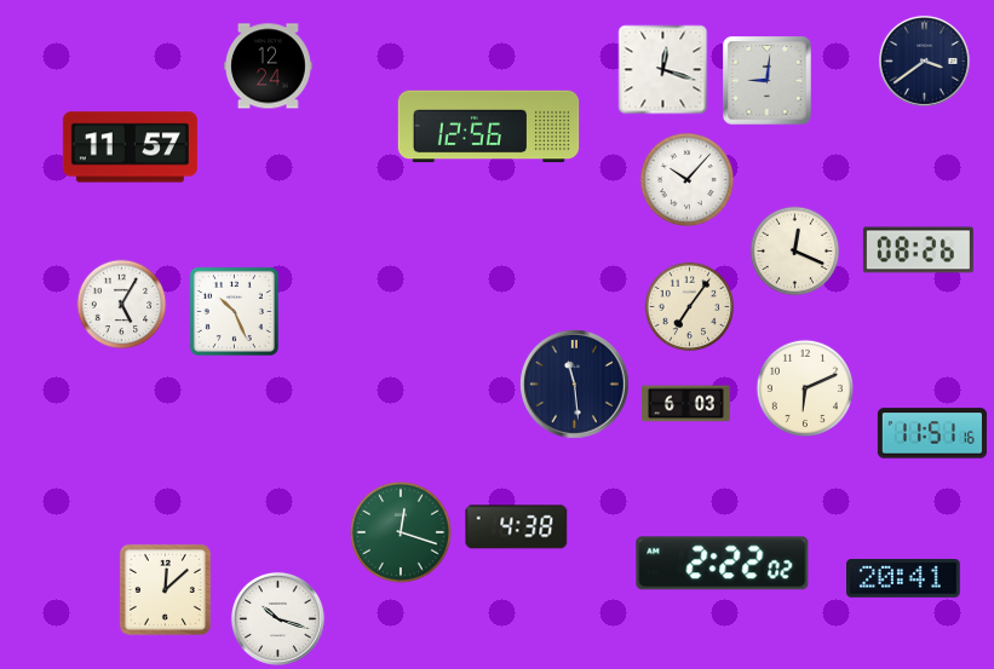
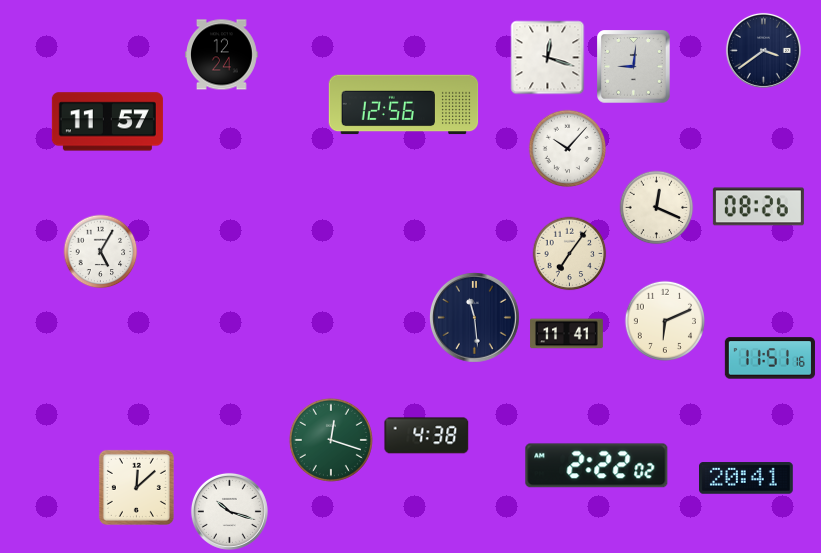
clock at (234, 311): 10:26 -> none
clock at (686, 404): 6:03 -> 11:41
